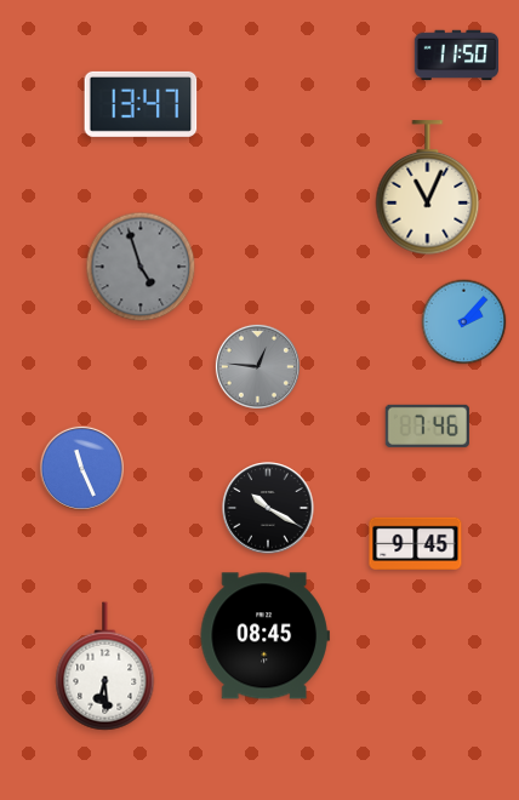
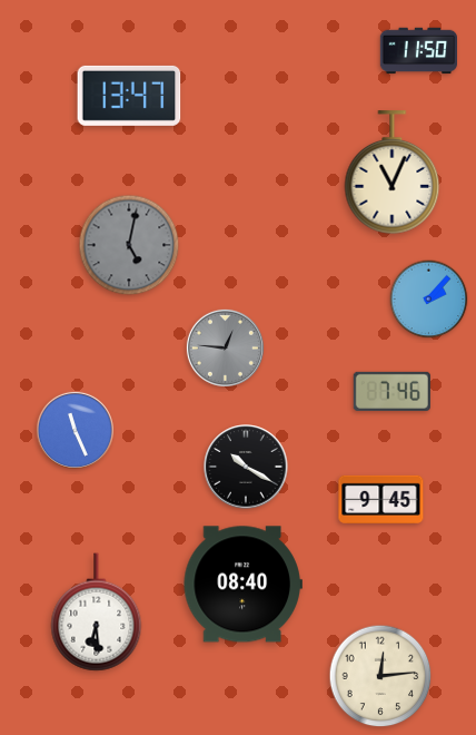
clock at (141, 267): 4:57 -> 5:02
clock at (464, 322) position: (464, 322) -> (429, 300)
clock at (257, 366) position: (257, 366) -> (225, 347)
clock at (264, 636): 08:45 -> 08:40
clock at (380, 676): none -> 12:14
